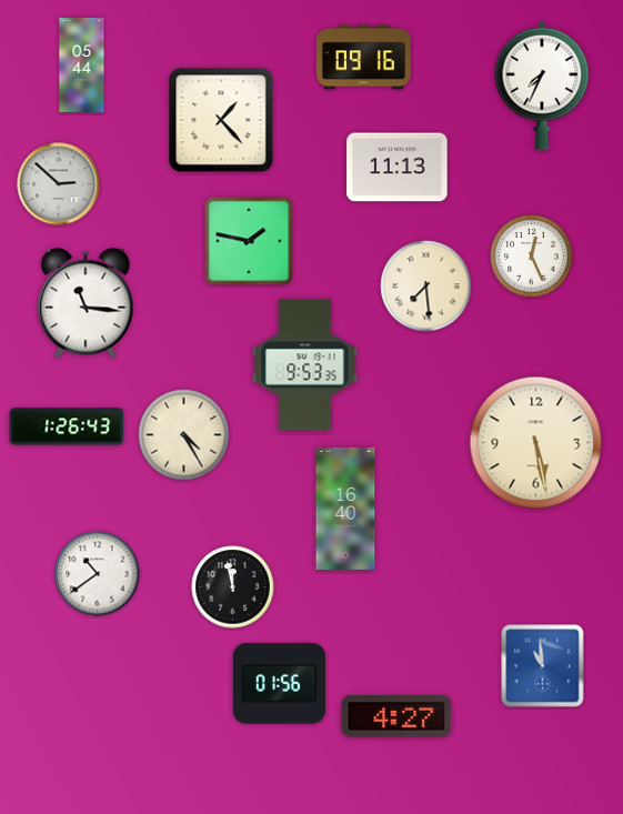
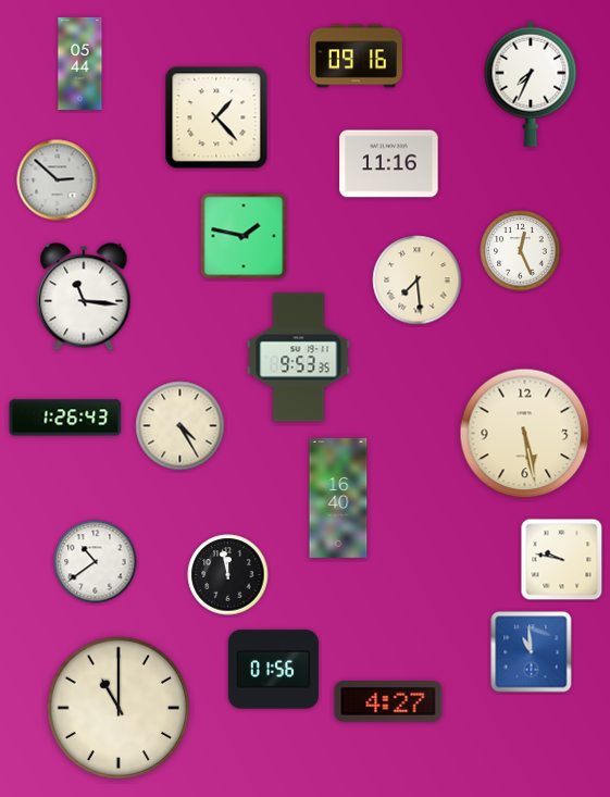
clock at (398, 168): 11:13 -> 11:16
clock at (562, 560): none -> 9:47
clock at (119, 708): none -> 11:00
